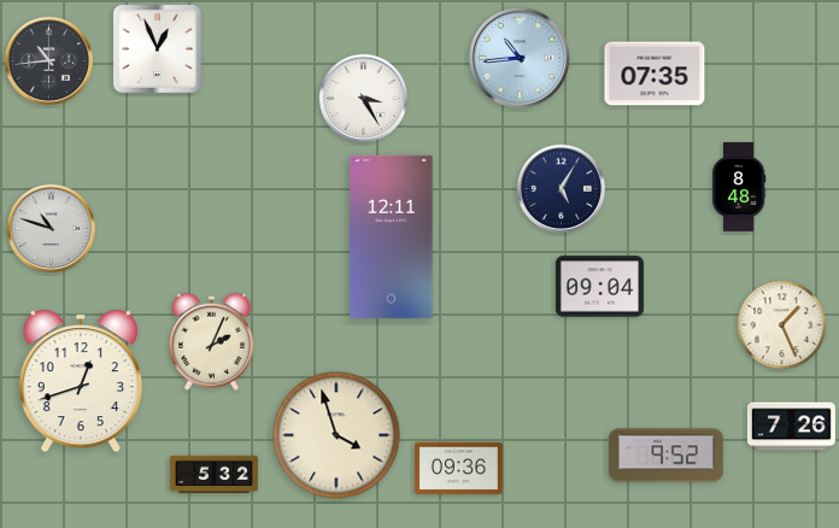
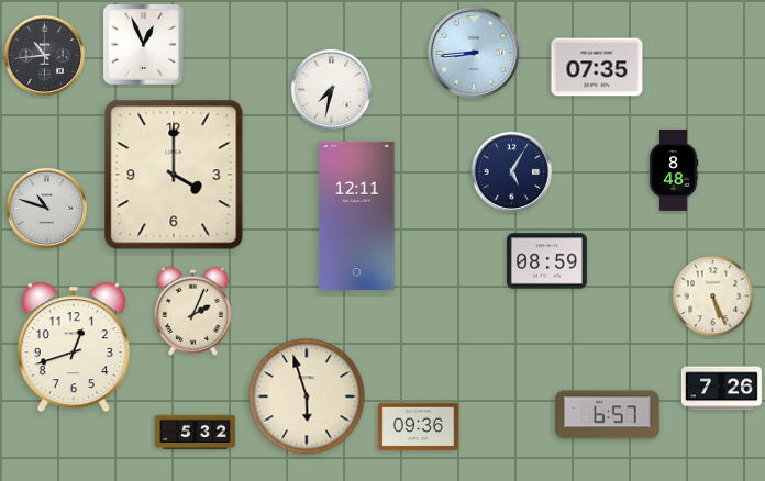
clock at (520, 58): 10:44 -> 8:44
clock at (363, 98): 3:25 -> 7:32
clock at (174, 175): none -> 4:00
clock at (599, 287): 09:04 -> 08:59
clock at (782, 325): 1:26 -> 5:26
clock at (336, 435): 3:57 -> 5:57
clock at (665, 456): 9:52 -> 6:57
